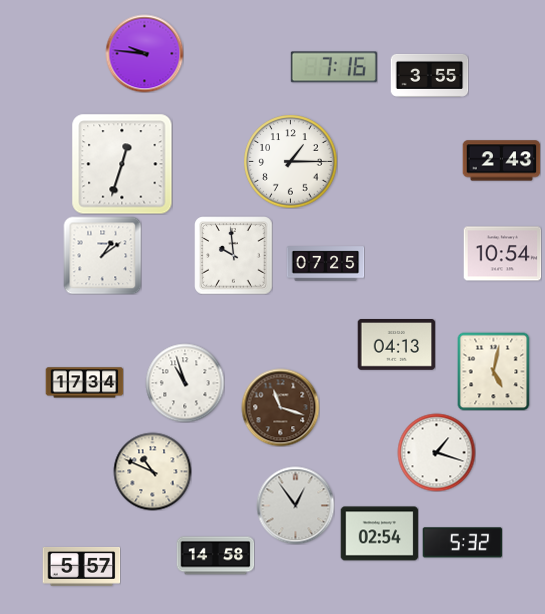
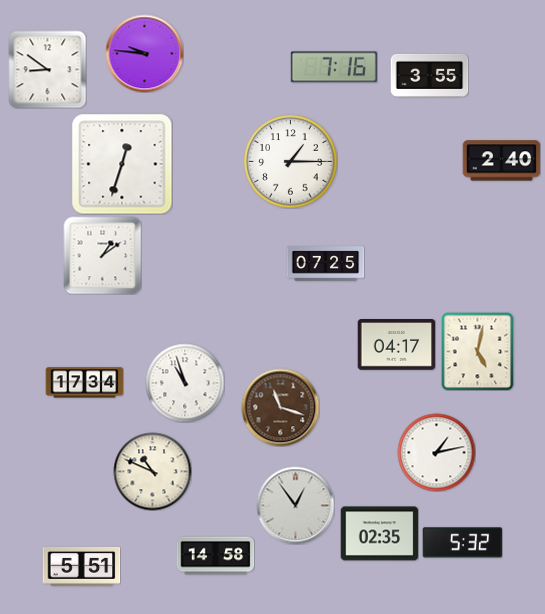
clock at (47, 69): none -> 8:51
clock at (501, 161): 2:43 -> 2:40
clock at (502, 254): 10:54 -> none
clock at (233, 255): 9:59 -> none
clock at (396, 345): 04:13 -> 04:17
clock at (494, 371) position: (494, 371) -> (478, 351)
clock at (436, 452): 1:18 -> 1:13
clock at (379, 534): 02:54 -> 02:35
clock at (81, 566): 5:57 -> 5:51
